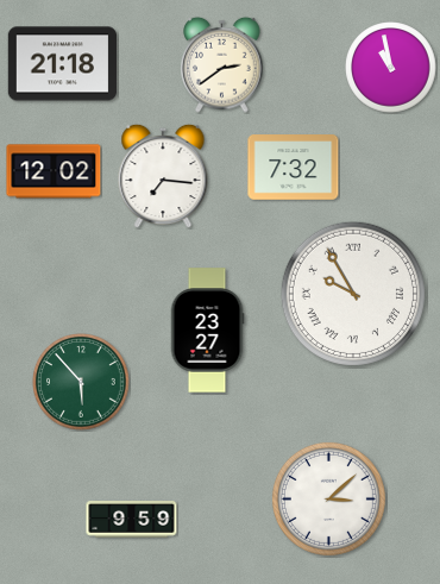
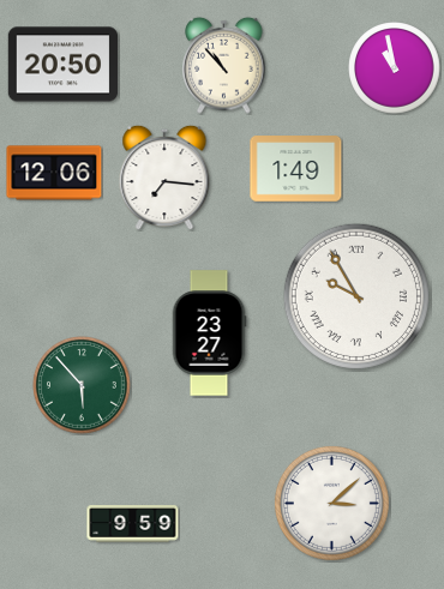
clock at (63, 64): 21:18 -> 20:50
clock at (222, 64): 2:39 -> 10:53
clock at (294, 168): 7:32 -> 1:49
clock at (54, 171): 12:02 -> 12:06
